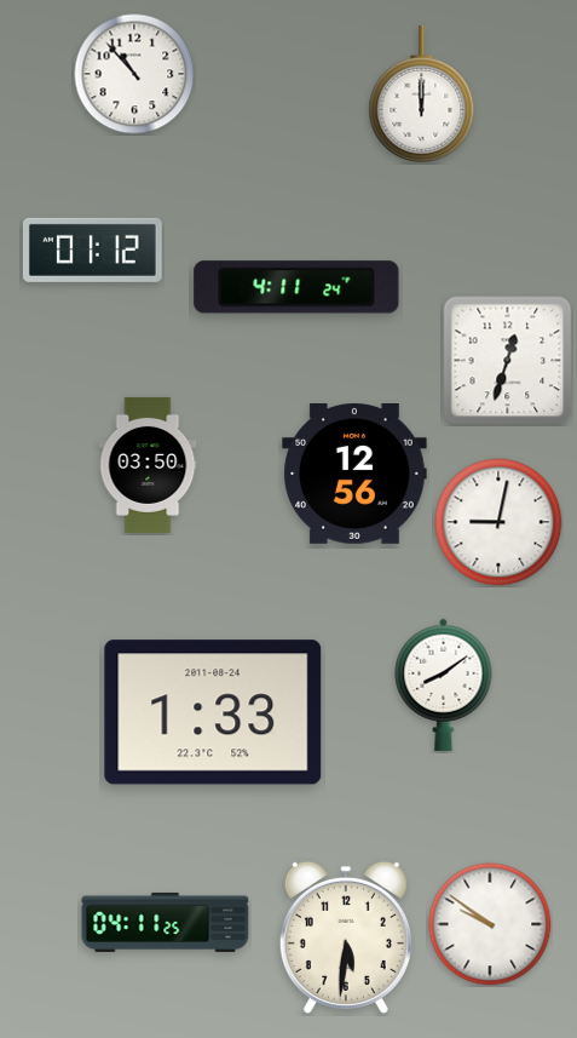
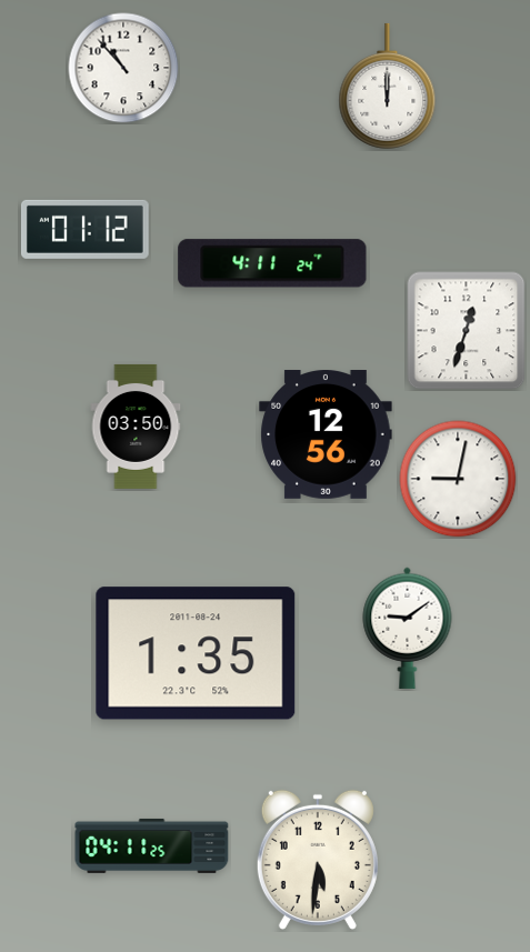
clock at (444, 684): 8:09 -> 9:09
clock at (213, 712): 1:33 -> 1:35
clock at (490, 924): 9:51 -> none
